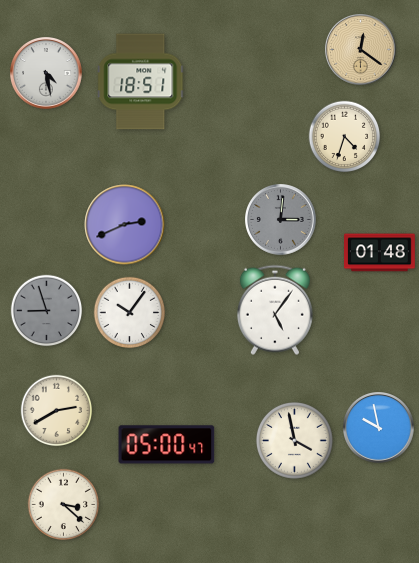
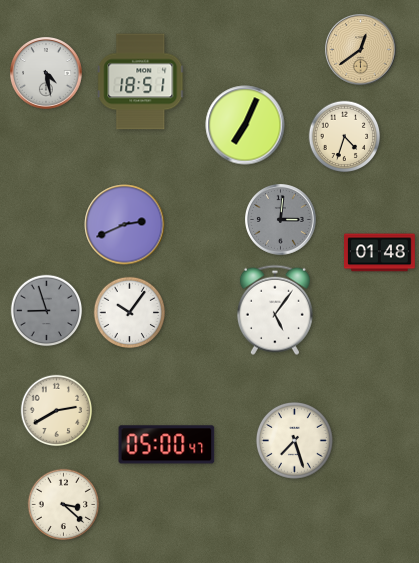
clock at (361, 50): 12:21 -> 12:39
clock at (245, 125): none -> 7:04
clock at (379, 428): 9:58 -> none
clock at (294, 440): 3:58 -> 7:27
